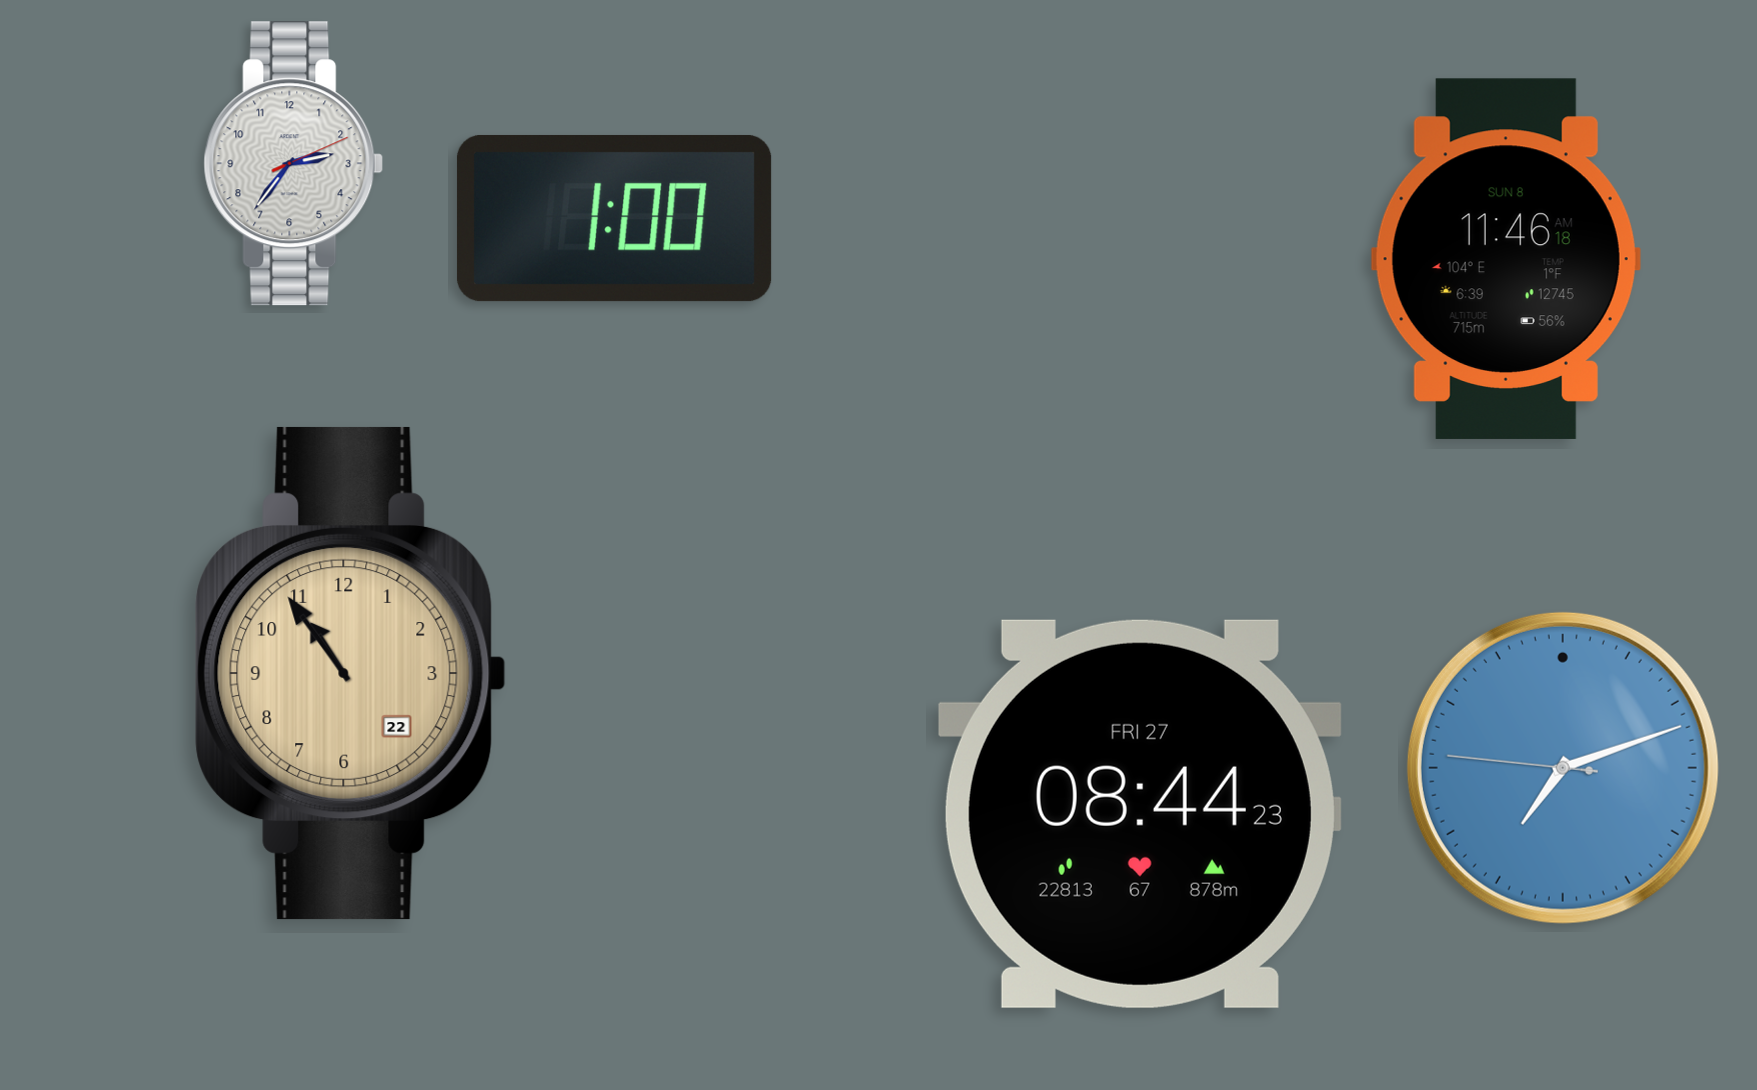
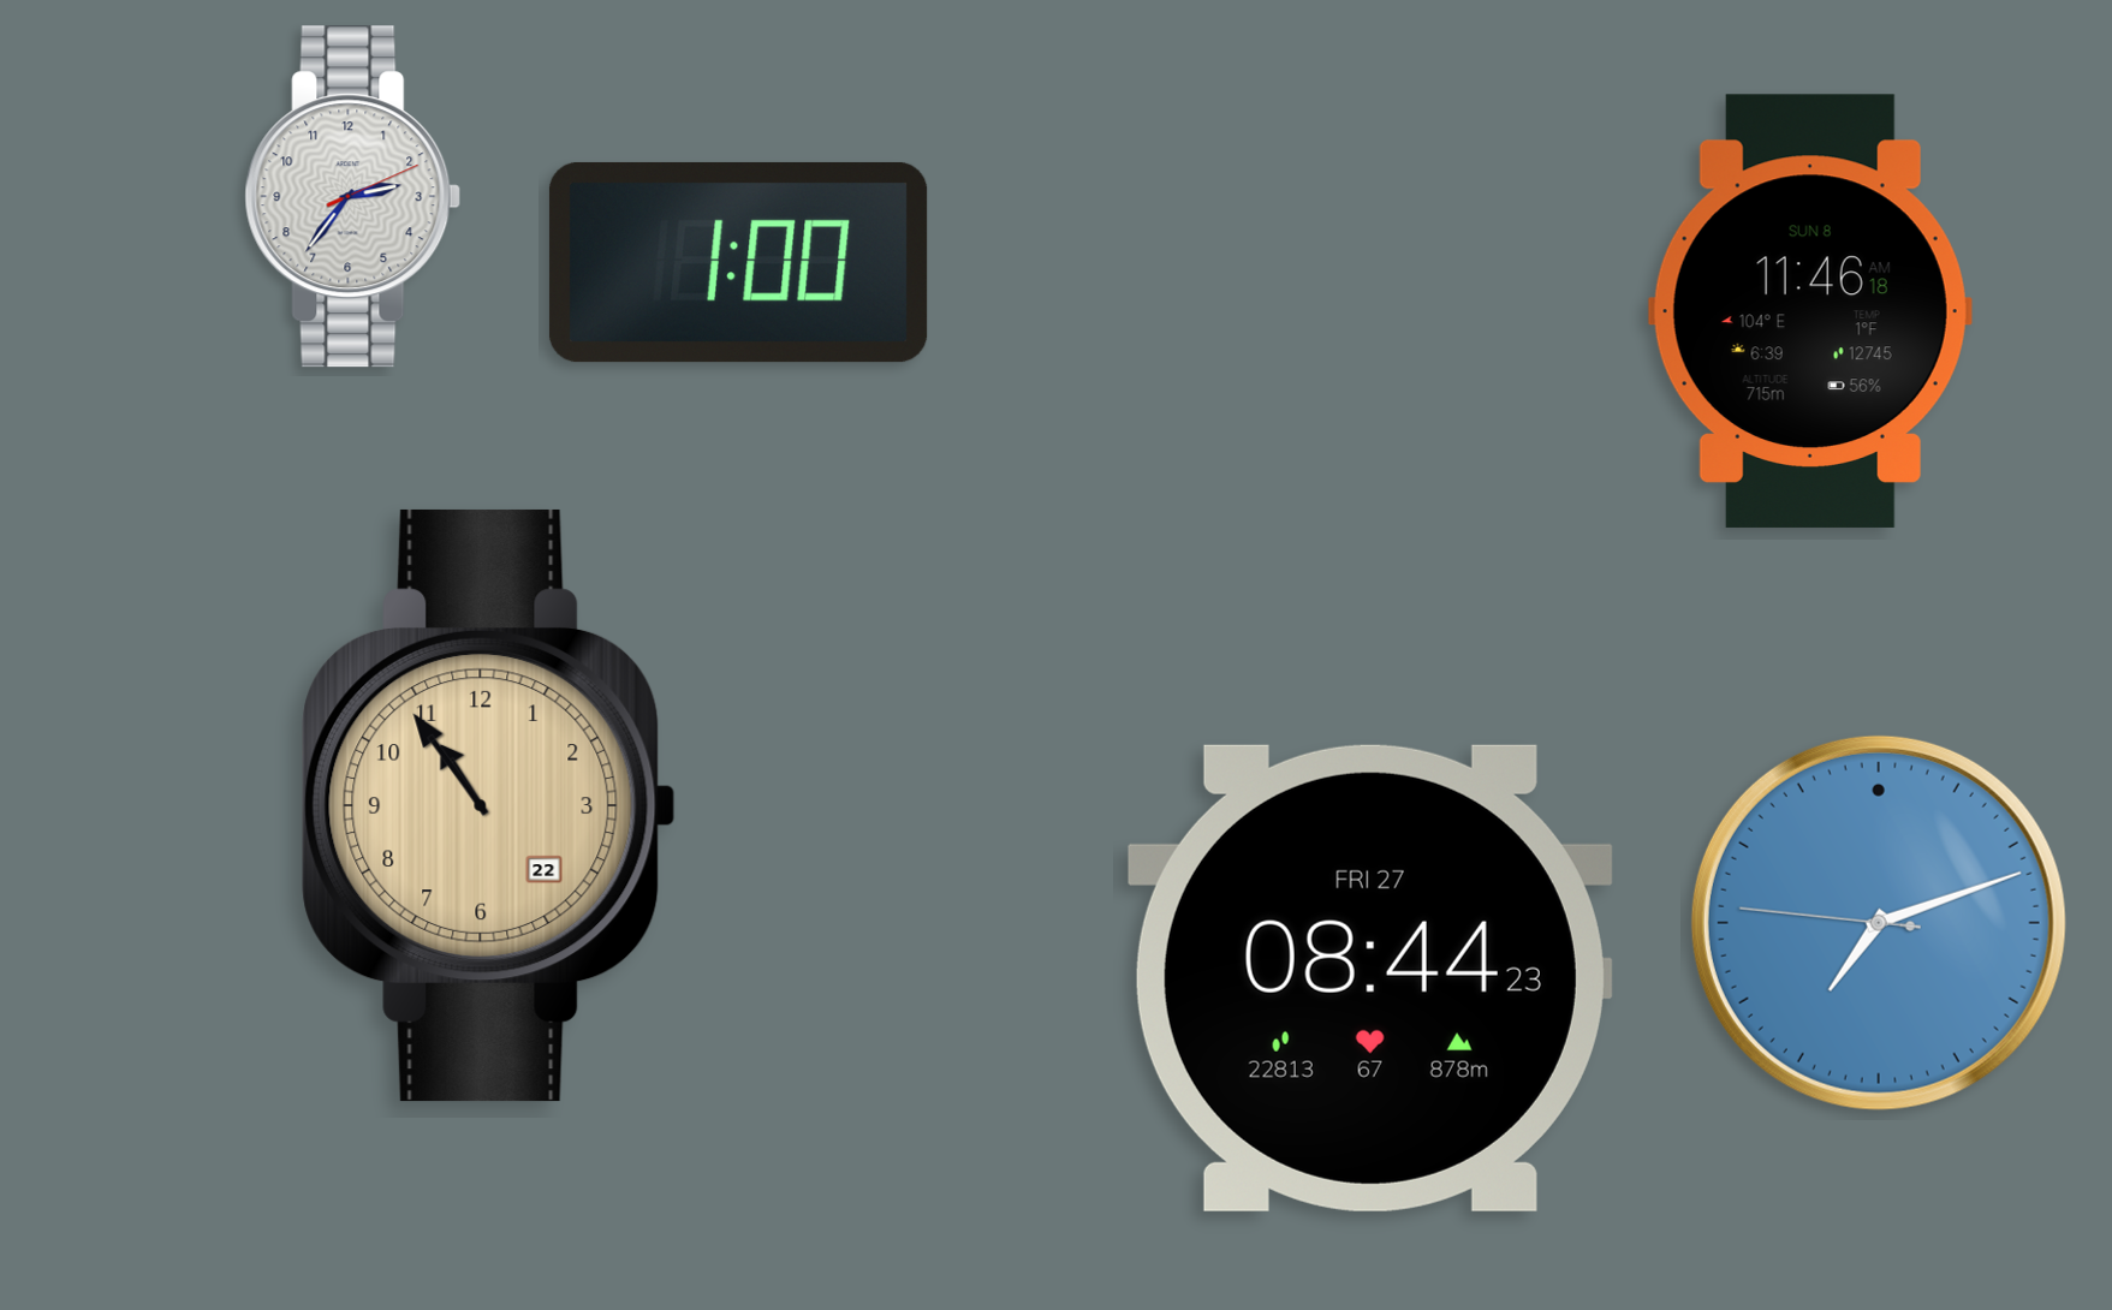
clock at (351, 673) position: (351, 673) -> (489, 805)
